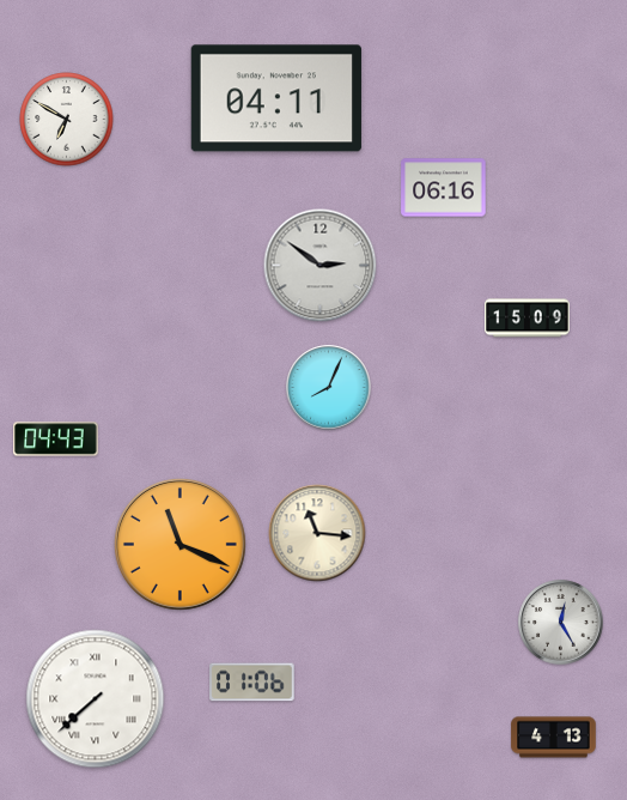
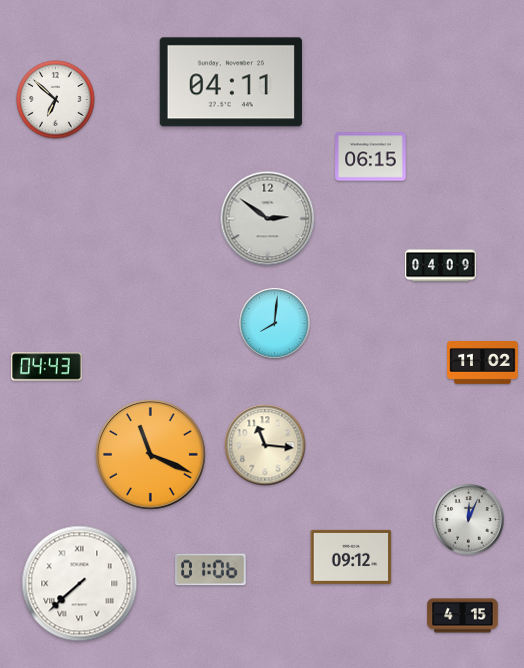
clock at (67, 120): 6:50 -> 6:52
clock at (444, 188): 06:16 -> 06:15
clock at (321, 266) position: (321, 266) -> (268, 219)
clock at (528, 319): 15:09 -> 04:09
clock at (329, 388): 8:04 -> 8:01
clock at (483, 363): none -> 11:02
clock at (561, 623): 12:25 -> 12:04
clock at (351, 557): none -> 09:12
clock at (554, 738): 4:13 -> 4:15
